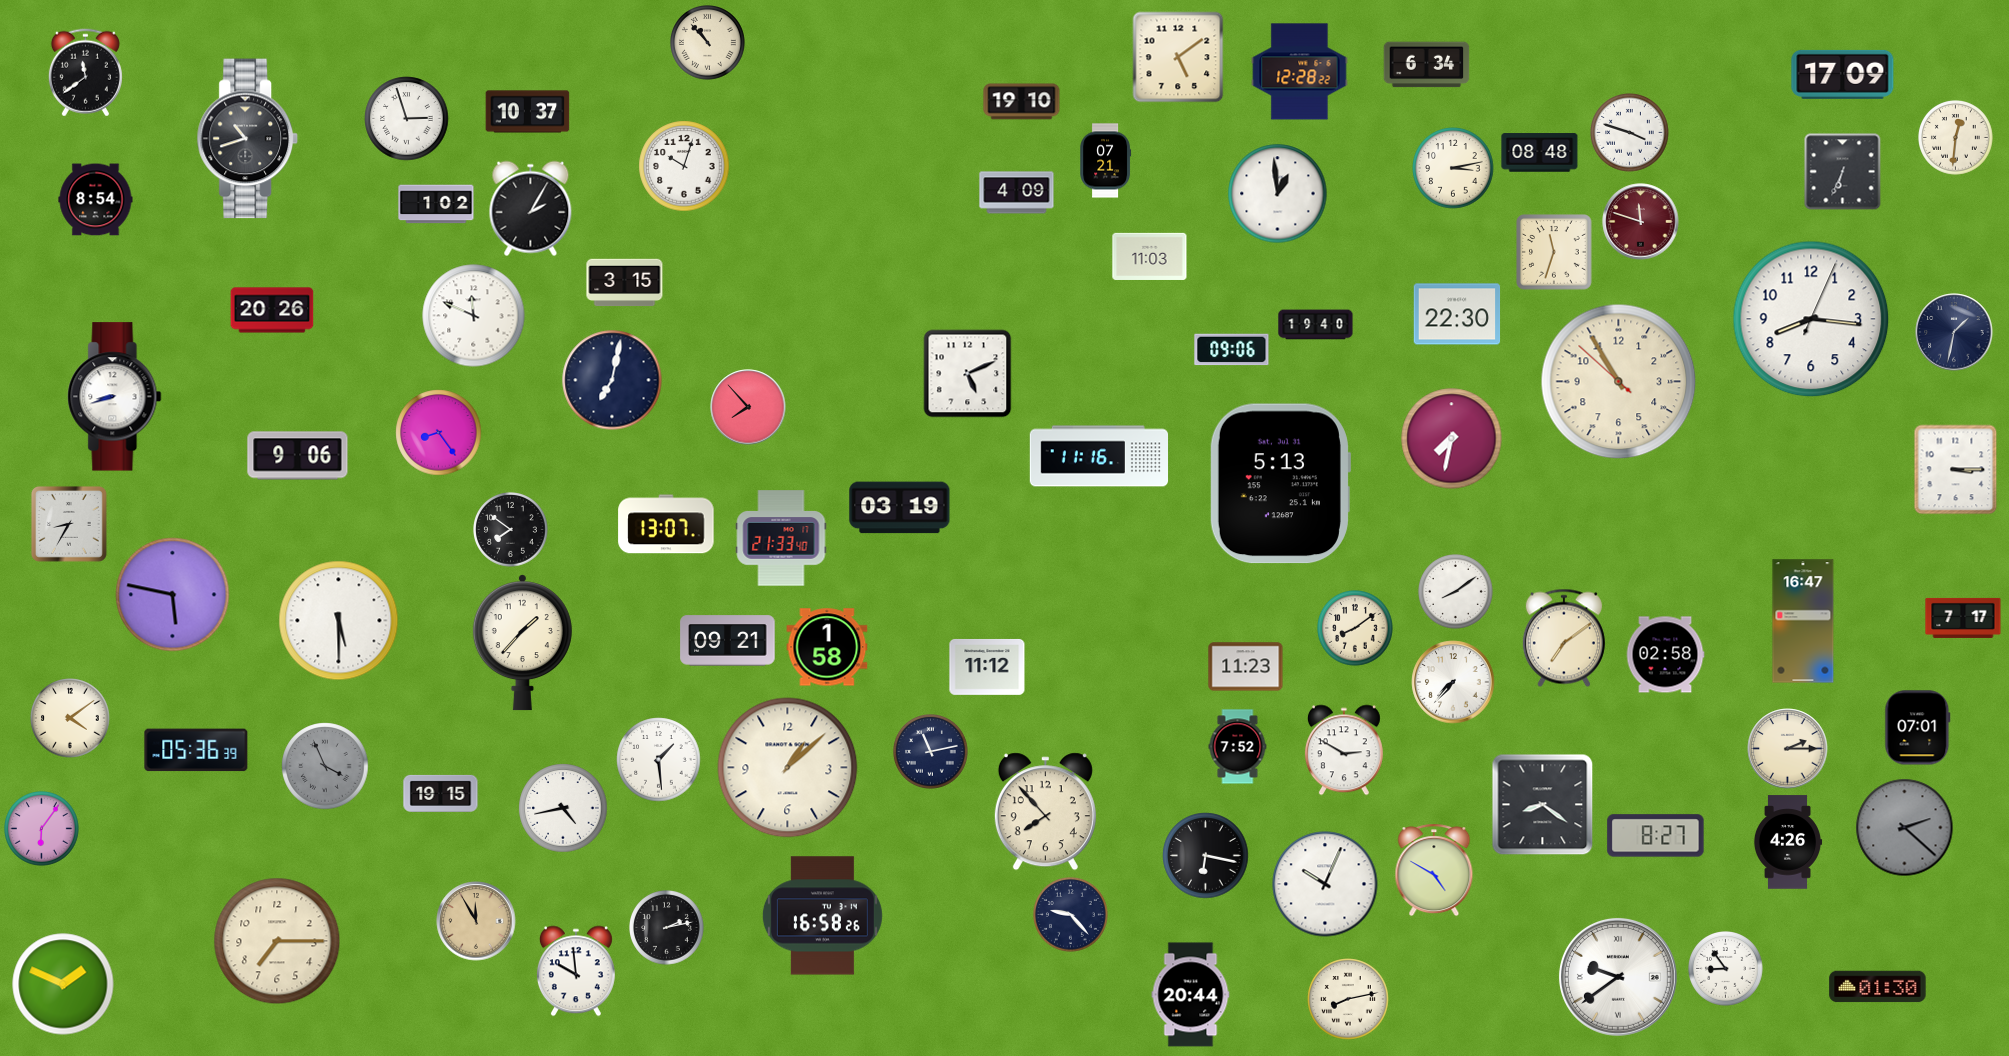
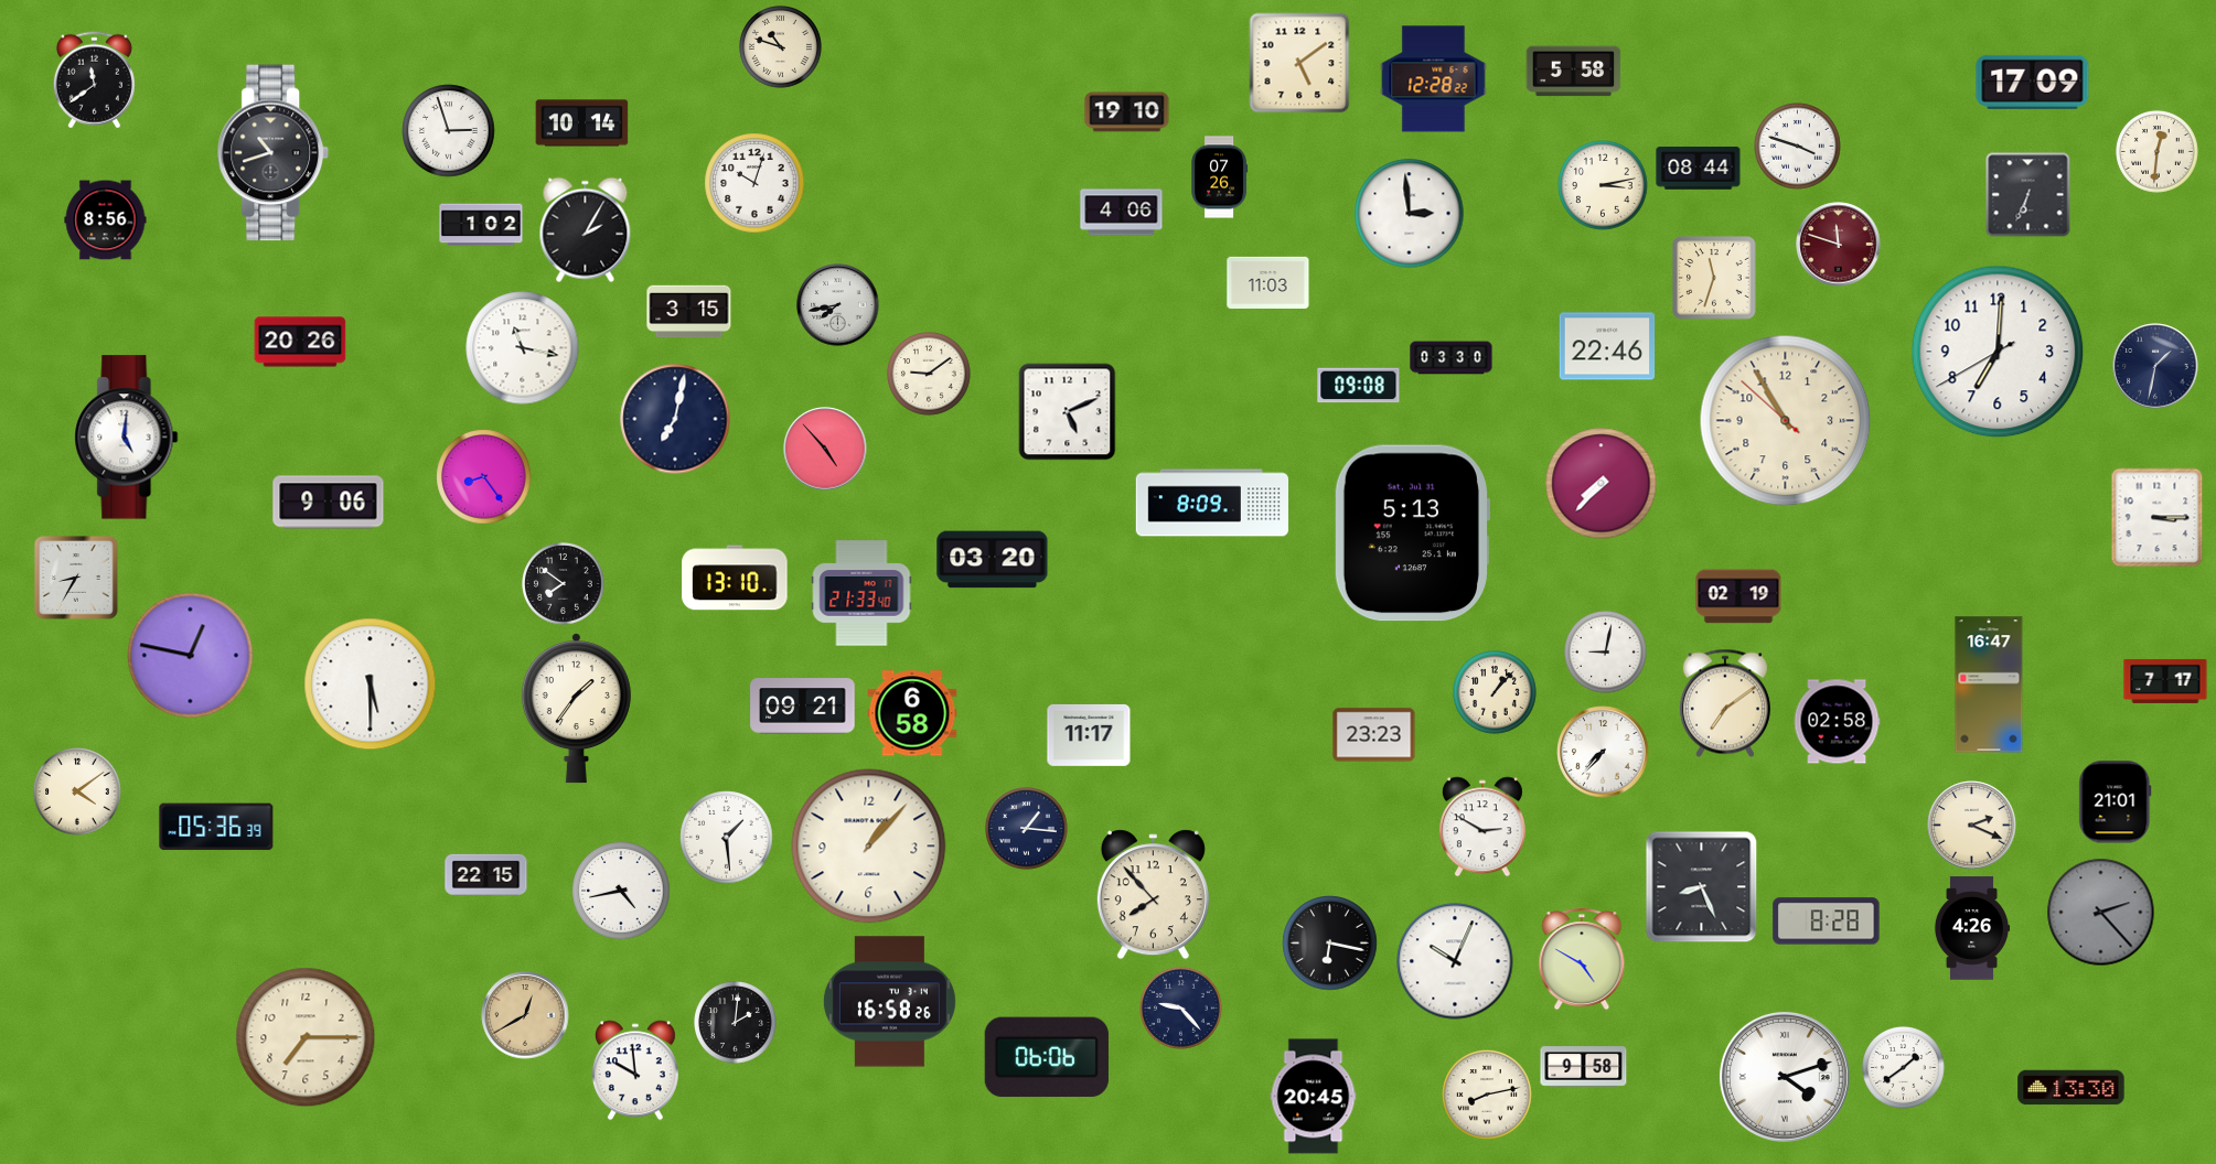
clock at (708, 43): 10:53 -> 10:48
clock at (1427, 65): 6:34 -> 5:58
clock at (528, 112): 10:37 -> 10:14
clock at (1540, 153): 08:48 -> 08:44
clock at (1106, 161): 07:21 -> 07:26
clock at (1843, 172) position: (1843, 172) -> (2028, 195)
clock at (1017, 193): 4:09 -> 4:06
clock at (1278, 194): 12:59 -> 2:59
clock at (96, 200): 8:54 -> 8:56
clock at (1641, 222) position: (1641, 222) -> (1839, 245)
clock at (838, 305): none -> 7:43
clock at (1457, 314): 22:30 -> 22:46
clock at (474, 316): 11:49 -> 11:17
clock at (1811, 319): 8:16 -> 7:00
clock at (1316, 325): 19:40 -> 03:30
clock at (930, 375): none -> 9:09
clock at (1232, 350): 09:06 -> 09:08
clock at (115, 397): 8:42 -> 5:01
clock at (748, 407): 7:53 -> 4:53
clock at (1452, 439): 7:32 -> 7:37
clock at (1099, 456): 11:16 -> 8:09
clock at (900, 508): 03:19 -> 03:20
clock at (666, 524): 13:07 -> 13:10
clock at (1738, 596): none -> 02:19
clock at (1456, 592): 8:09 -> 9:02
clock at (173, 595): 5:47 -> 12:47
clock at (339, 621) position: (339, 621) -> (371, 685)
clock at (1356, 629): 8:09 -> 1:07
clock at (522, 643): 1:37 -> 1:36
clock at (827, 647): 1:58 -> 6:58
clock at (987, 667): 11:12 -> 11:17
clock at (1246, 667): 11:23 -> 23:23
clock at (1918, 728): 07:01 -> 21:01
clock at (1238, 747): 7:52 -> none
clock at (1788, 749): 2:15 -> 2:19
clock at (931, 752): 11:13 -> 1:16
clock at (325, 766): 3:56 -> none
clock at (788, 768): 1:08 -> 1:07
clock at (441, 793): 19:15 -> 22:15
clock at (1543, 805): 8:21 -> 8:26
clock at (1905, 828): 2:22 -> 2:23
clock at (42, 829): 6:06 -> none
clock at (1656, 836): 8:27 -> 8:28
clock at (1325, 884) position: (1325, 884) -> (1455, 961)
clock at (822, 916) position: (822, 916) -> (889, 1002)
clock at (476, 921): 11:55 -> 12:40
clock at (667, 928): 2:13 -> 2:01
clock at (1047, 1057): none -> 06:06
clock at (1584, 1067): none -> 9:58
clock at (1726, 969): 8:54 -> 1:39
clock at (1618, 977): 9:39 -> 4:12
clock at (63, 984): 1:49 -> none
clock at (1878, 987): 01:30 -> 13:30
clock at (1191, 995): 20:44 -> 20:45
clock at (1348, 999) position: (1348, 999) -> (1487, 1095)
